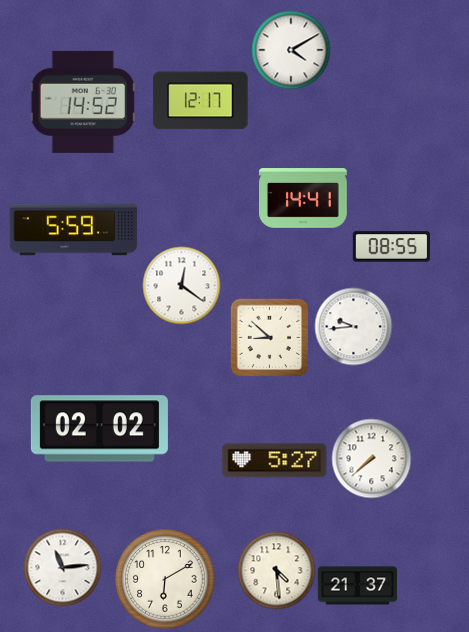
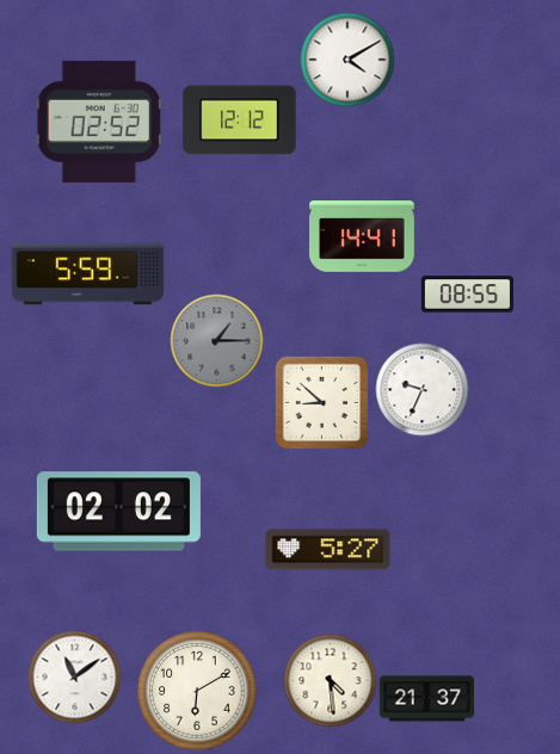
clock at (201, 101): 12:17 -> 12:12
clock at (83, 102): 14:52 -> 02:52
clock at (181, 285): 12:21 -> 1:15
clock at (181, 285) dial: white -> grey
clock at (353, 326): 9:44 -> 9:34
clock at (371, 458): 7:38 -> none
clock at (62, 567): 11:14 -> 11:09
